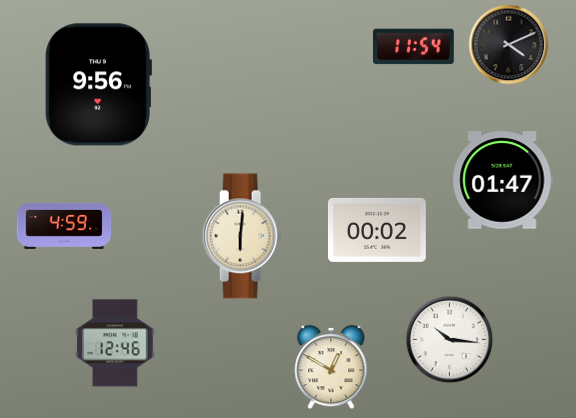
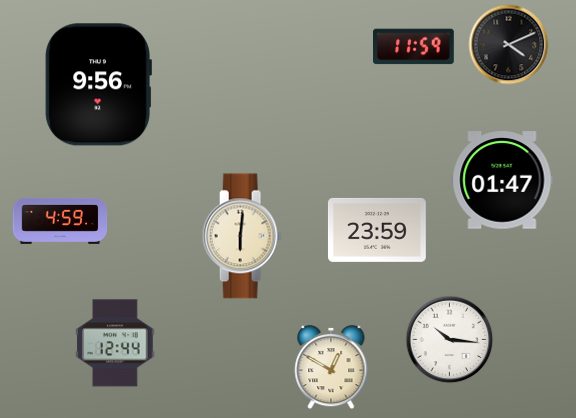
clock at (414, 47): 11:54 -> 11:59
clock at (64, 226) position: (64, 226) -> (60, 221)
clock at (377, 230): 00:02 -> 23:59
clock at (115, 343): 12:46 -> 12:44
